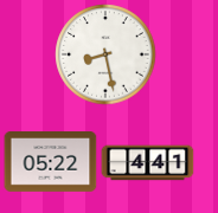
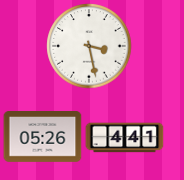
clock at (105, 54): 8:28 -> 3:28
clock at (50, 162): 05:22 -> 05:26
